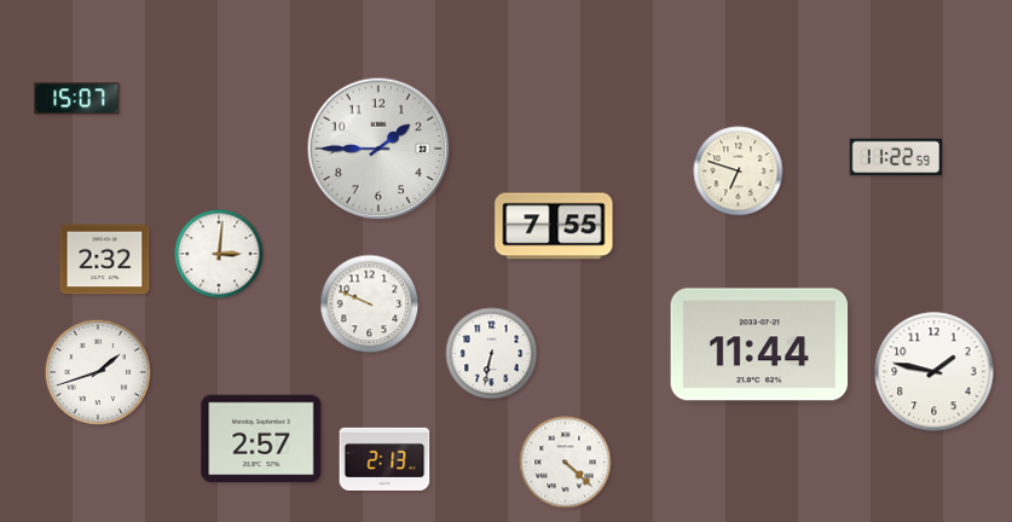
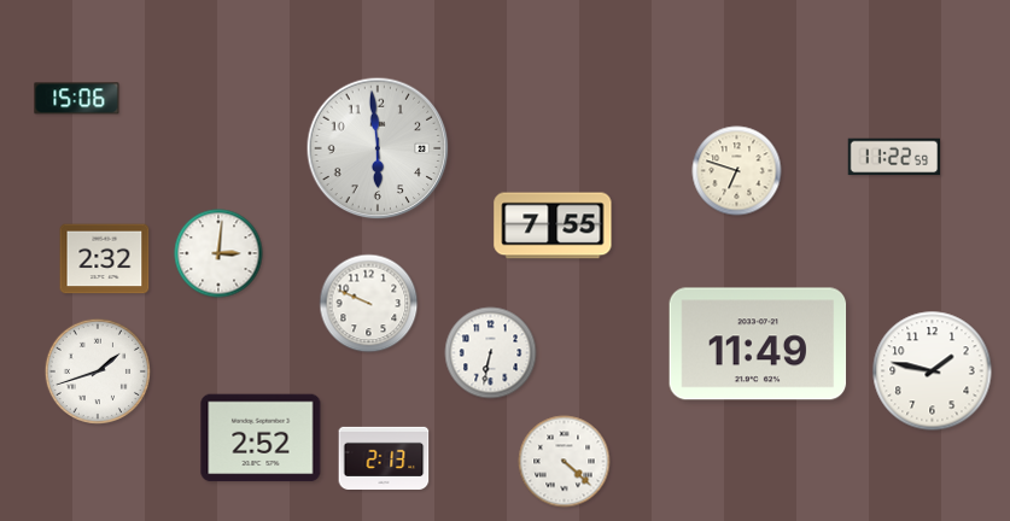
clock at (77, 99): 15:07 -> 15:06
clock at (378, 149): 1:45 -> 5:59
clock at (759, 344): 11:44 -> 11:49
clock at (261, 439): 2:57 -> 2:52
